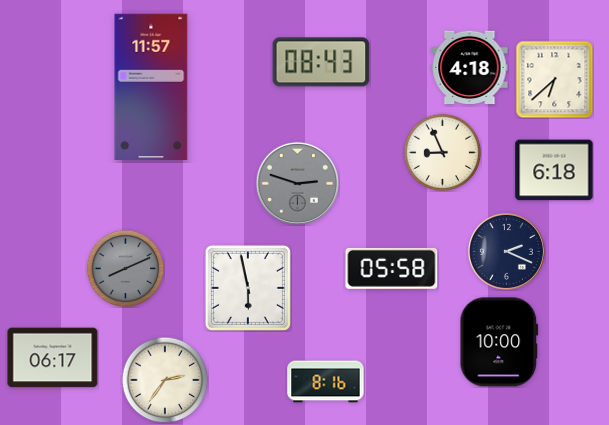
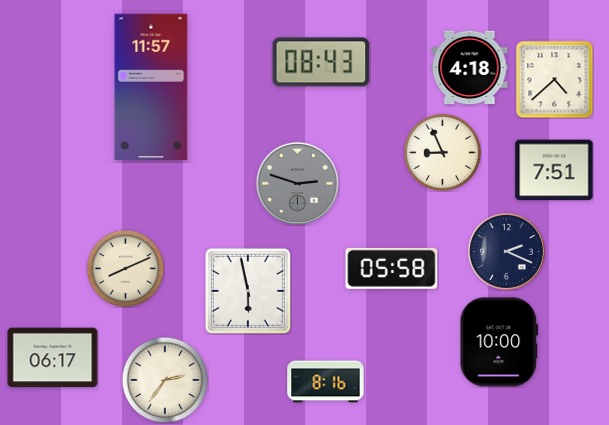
clock at (554, 79): 6:38 -> 4:38
clock at (554, 170): 6:18 -> 7:51
clock at (125, 268) dial: grey -> cream
clock at (248, 288) position: (248, 288) -> (248, 291)
